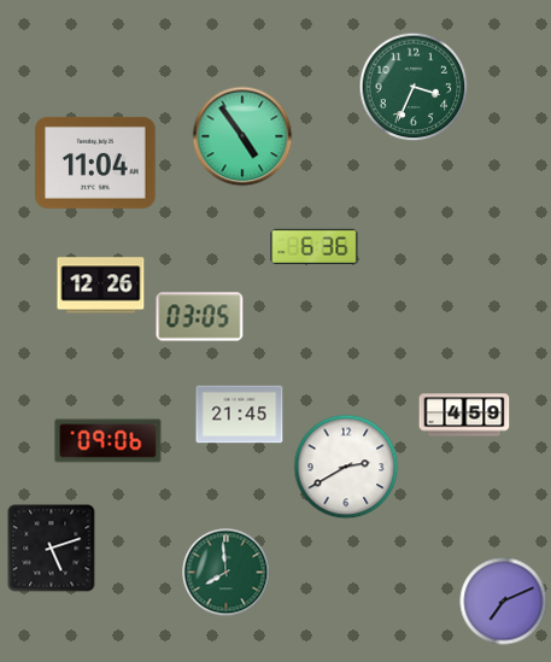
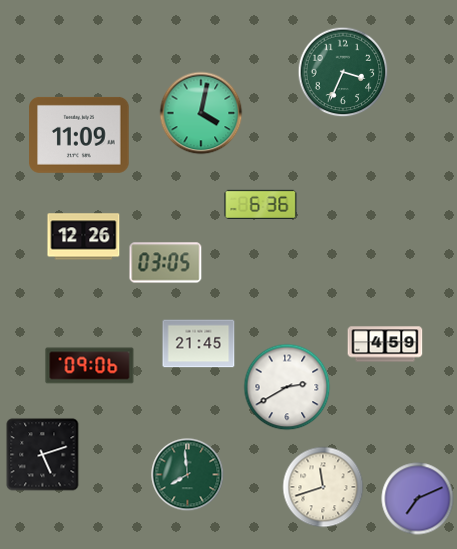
clock at (242, 136): 4:54 -> 4:02
clock at (95, 163): 11:04 -> 11:09
clock at (323, 487): none -> 11:42
